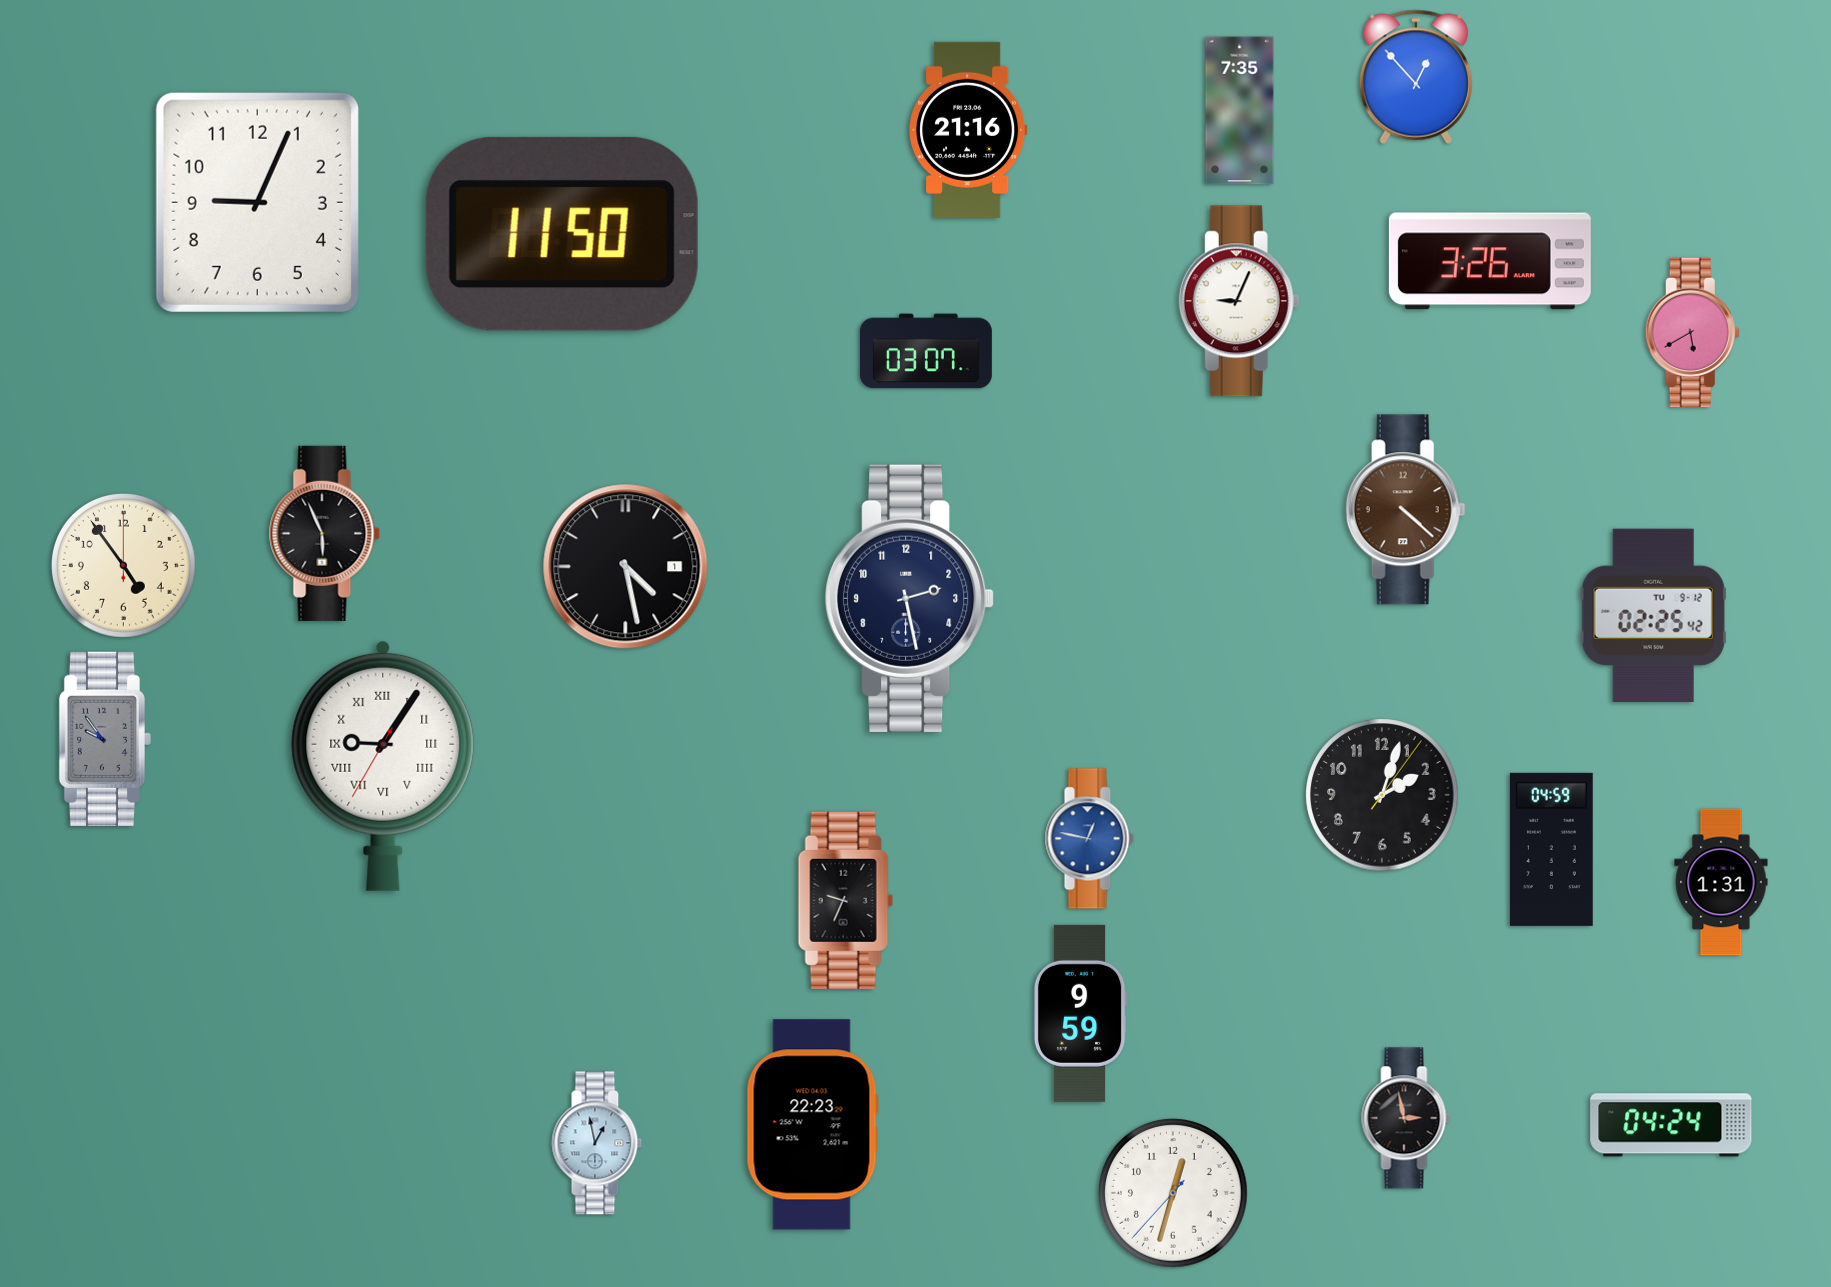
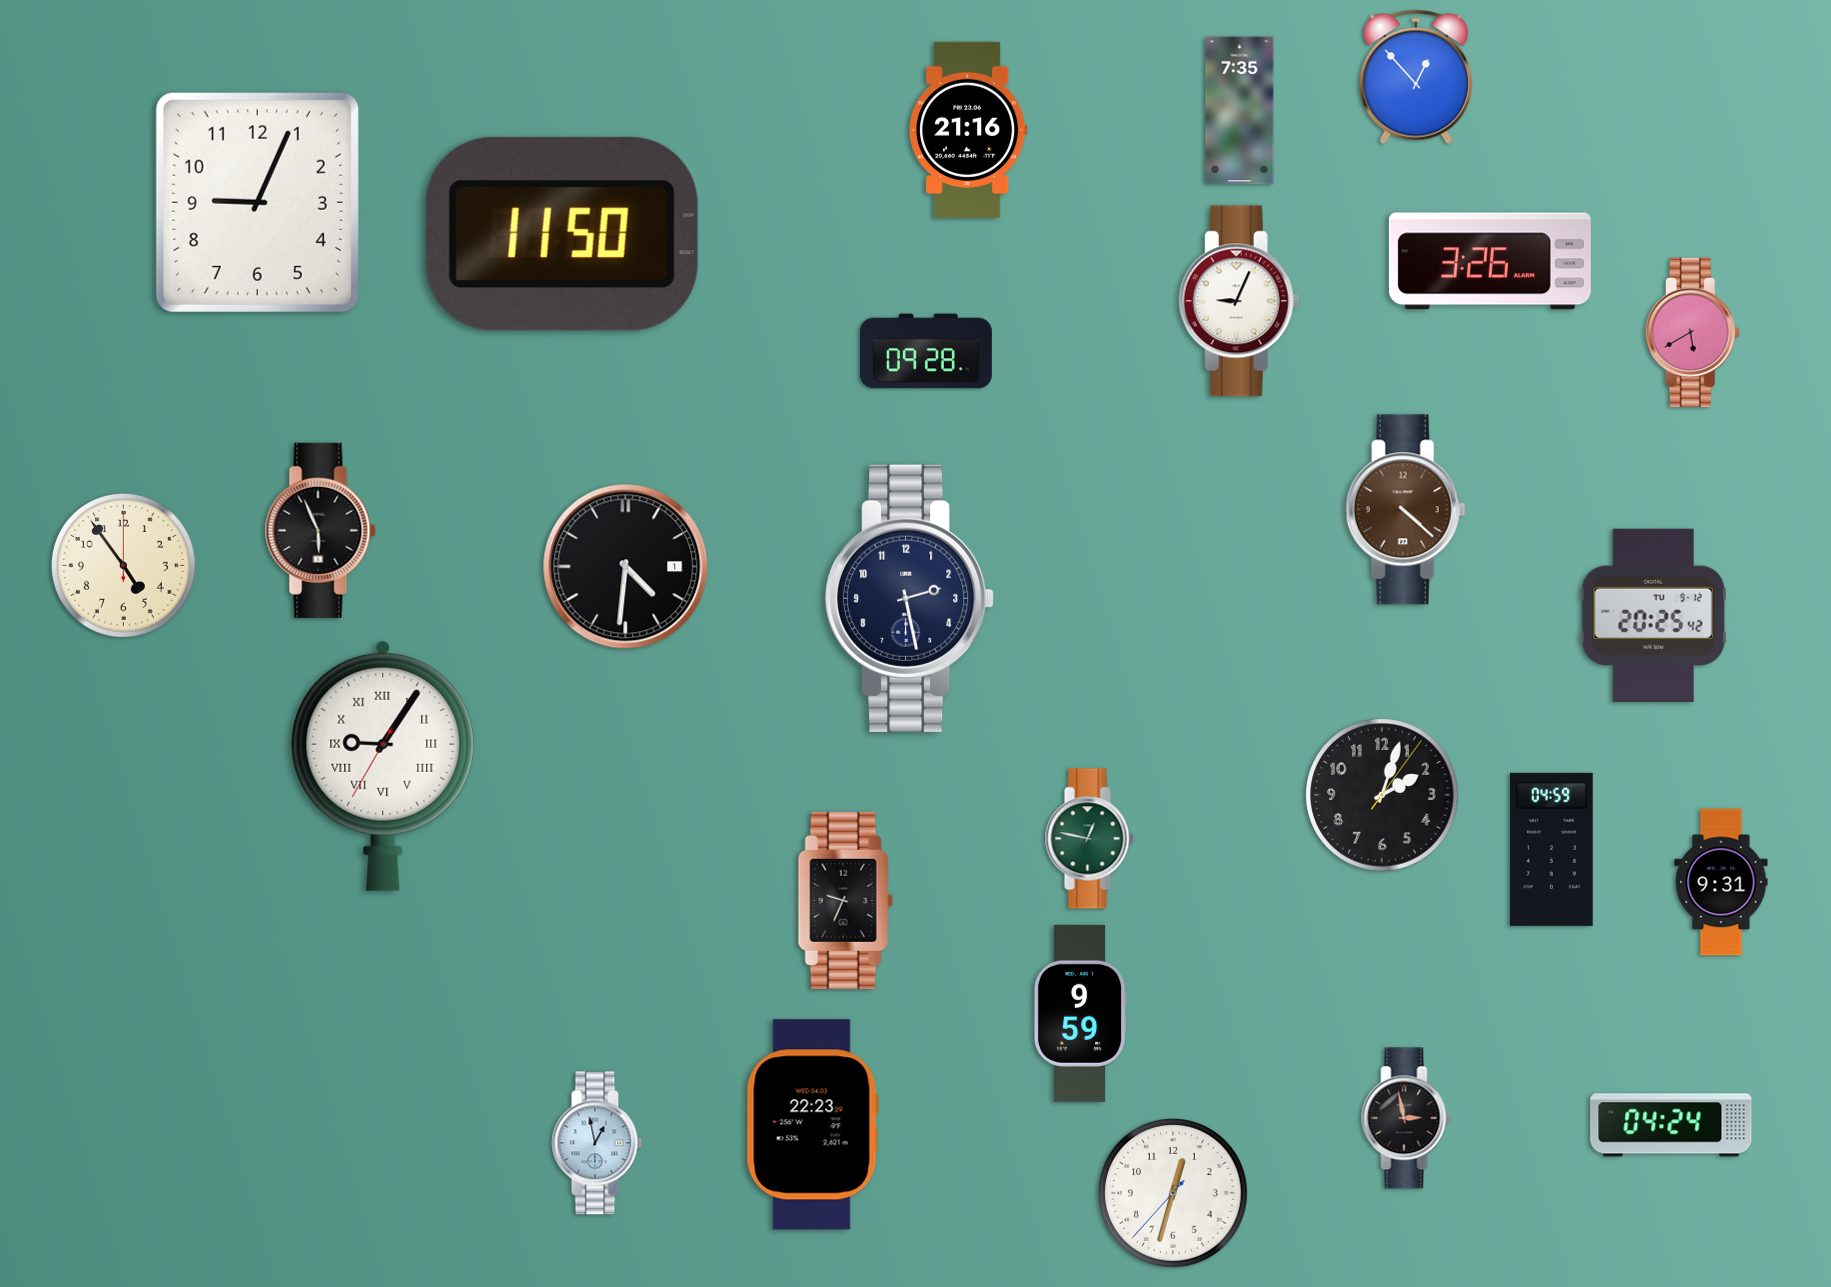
clock at (926, 351): 03:07 -> 09:28
clock at (324, 533) position: (324, 533) -> (320, 530)
clock at (626, 567): 4:28 -> 4:31
clock at (1653, 615): 02:25 -> 20:25
clock at (104, 739): 9:54 -> none
clock at (1089, 839) dial: blue -> green
clock at (1721, 882): 1:31 -> 9:31
